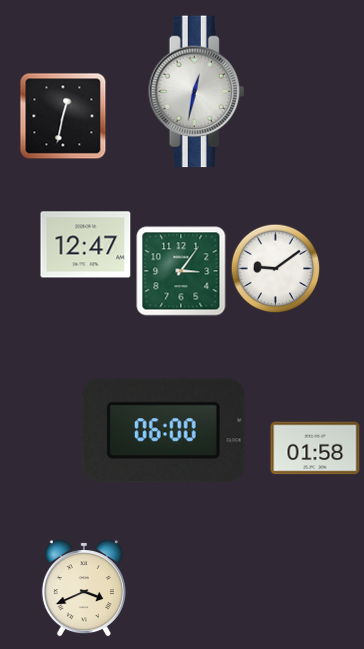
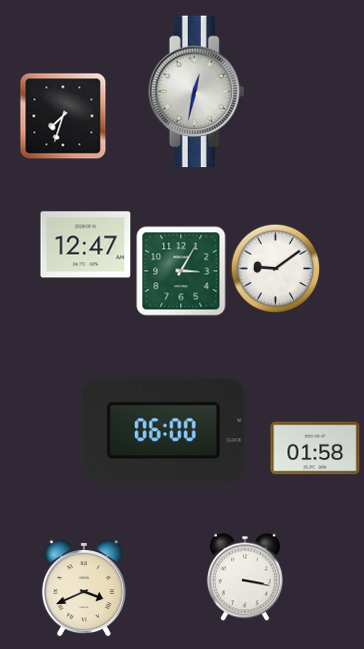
clock at (63, 116): 12:32 -> 7:33
clock at (181, 271): 3:06 -> 3:05
clock at (245, 577): none -> 3:17
